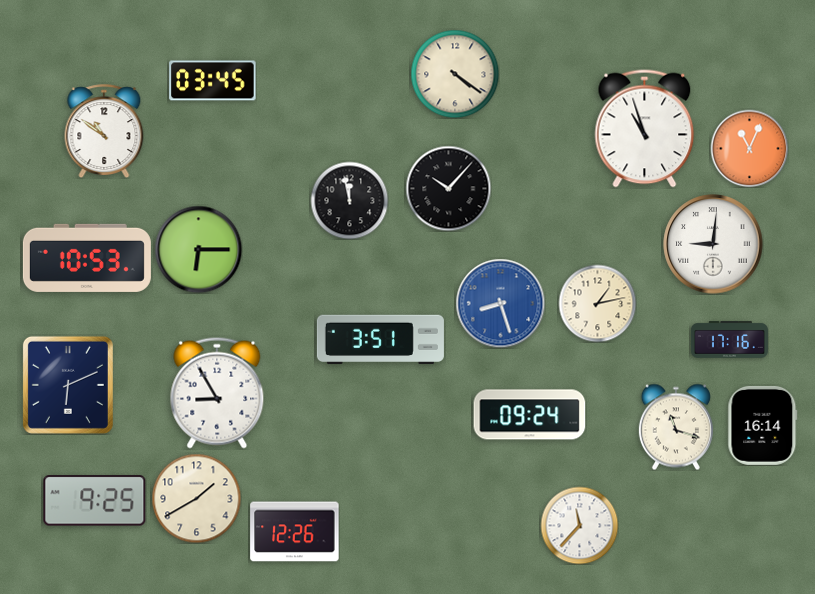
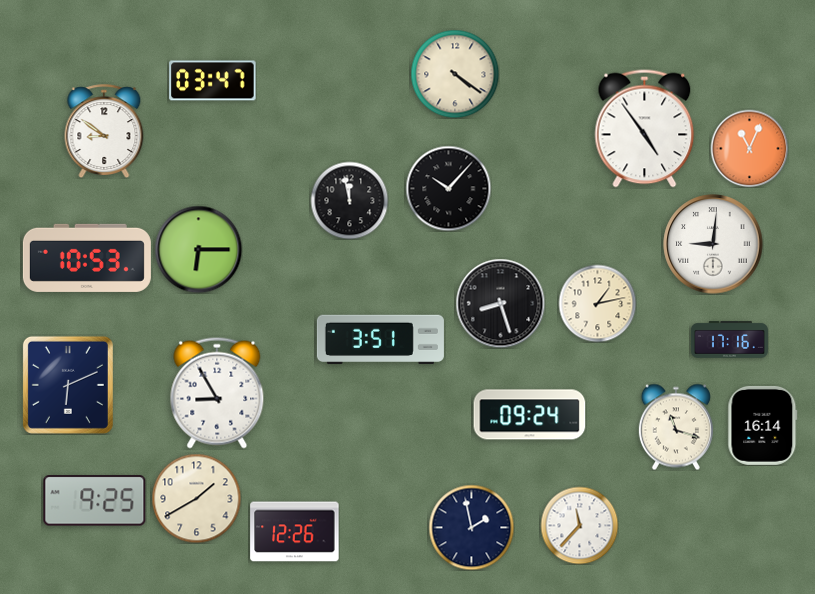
clock at (213, 81): 03:45 -> 03:47
clock at (645, 129): 10:57 -> 4:54
clock at (104, 131): 10:51 -> 8:51
clock at (500, 303) dial: blue -> black
clock at (471, 527): none -> 1:58
